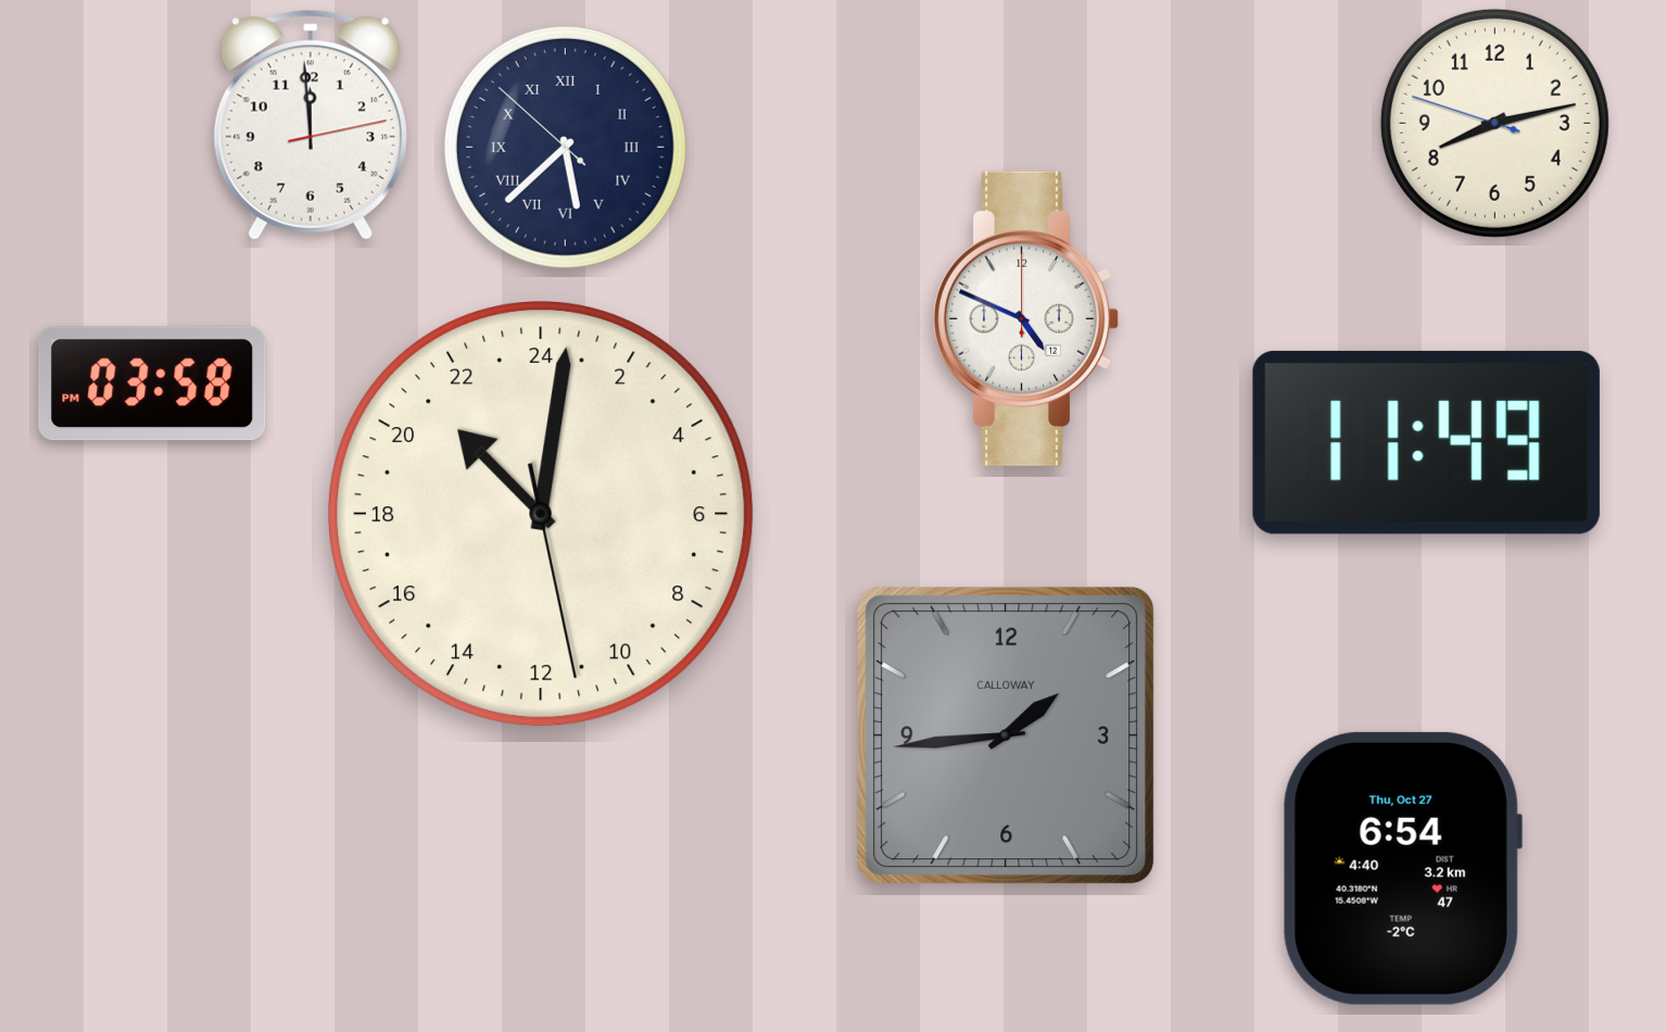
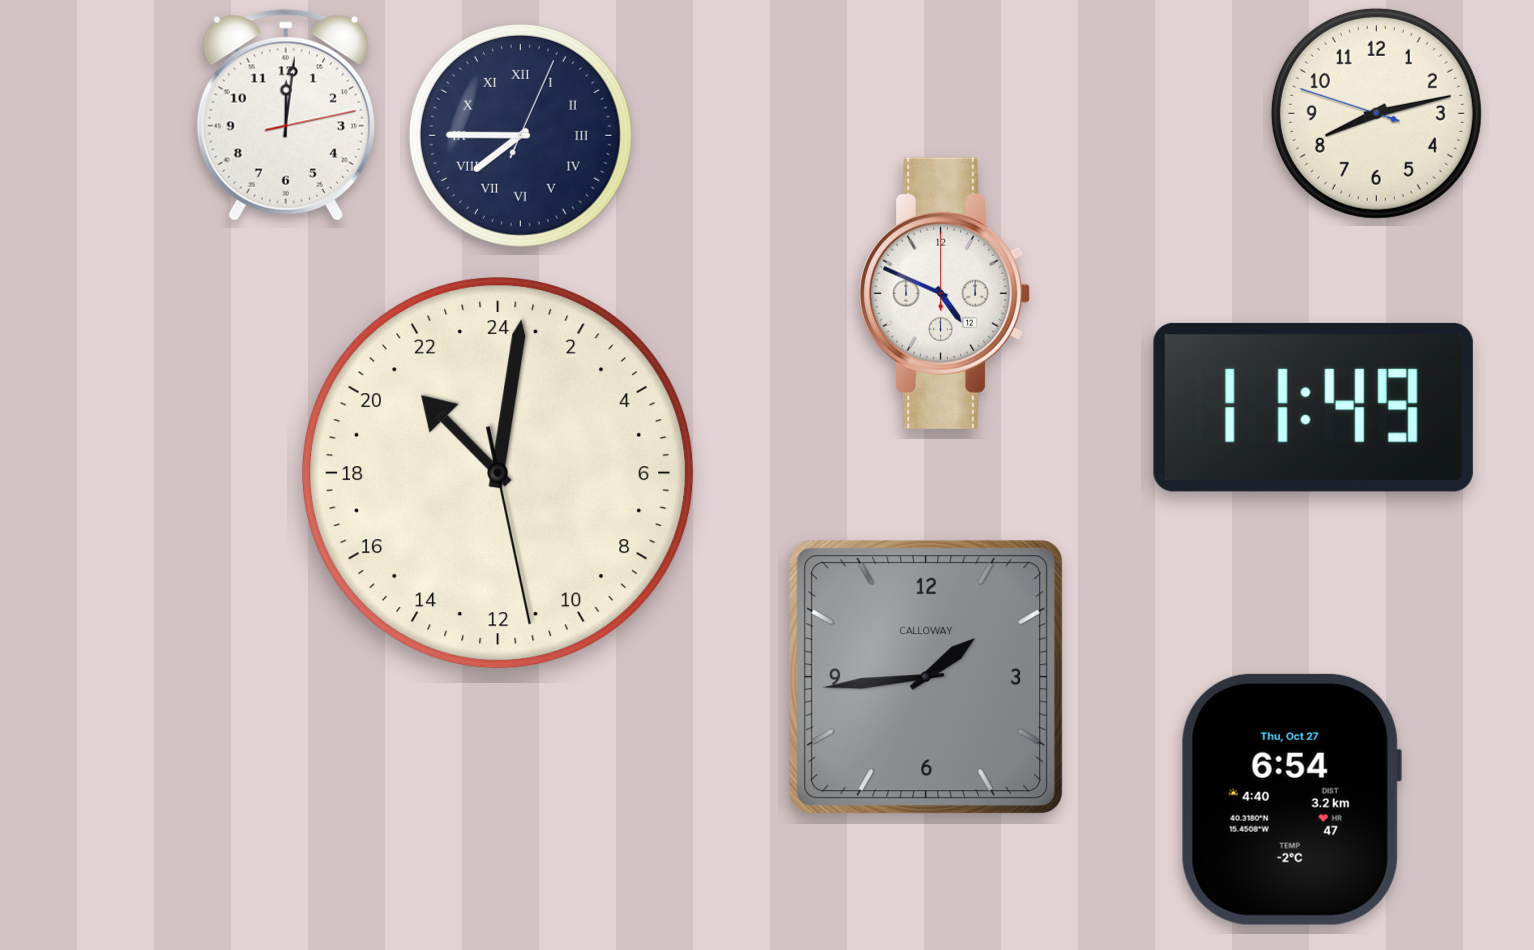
clock at (311, 125): 11:59 -> 12:01
clock at (565, 147): 5:37 -> 7:45
clock at (152, 383): 03:58 -> none
